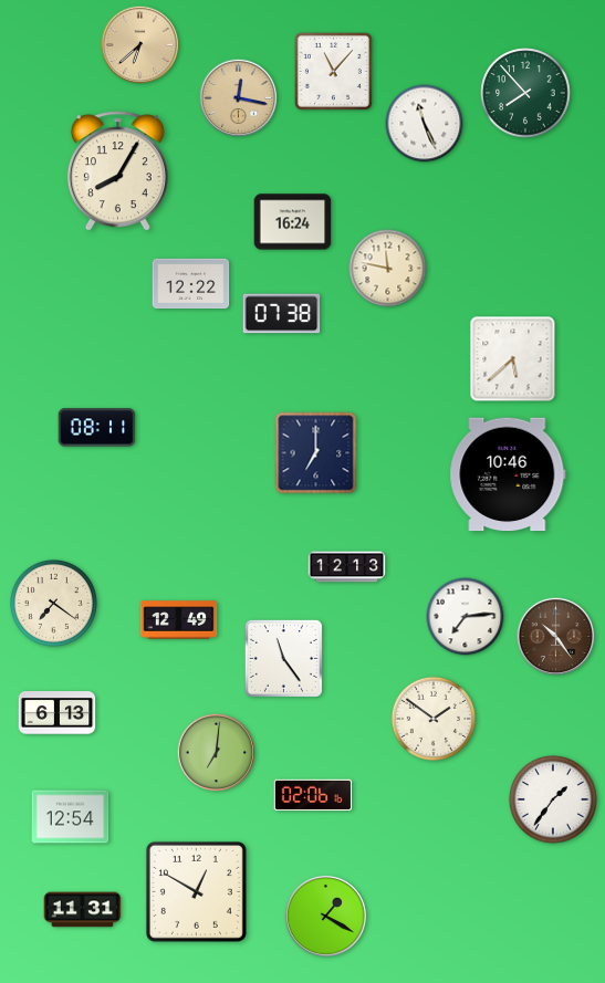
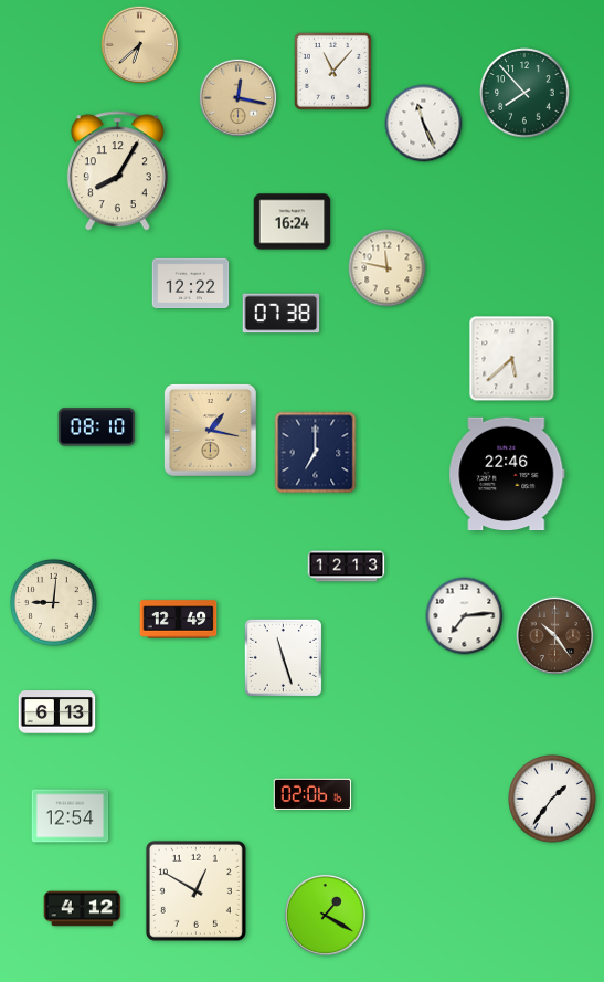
clock at (97, 428): 08:11 -> 08:10
clock at (210, 430): none -> 1:17
clock at (508, 474): 10:46 -> 22:46
clock at (53, 603): 7:21 -> 9:01
clock at (283, 658): 11:24 -> 11:27
clock at (432, 718): 1:51 -> none
clock at (217, 753): 7:01 -> none
clock at (83, 910): 11:31 -> 4:12
